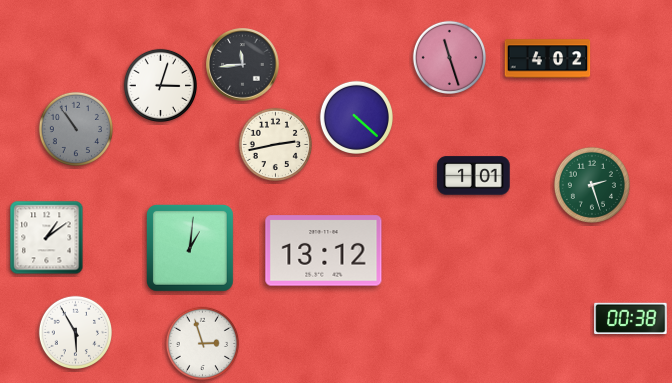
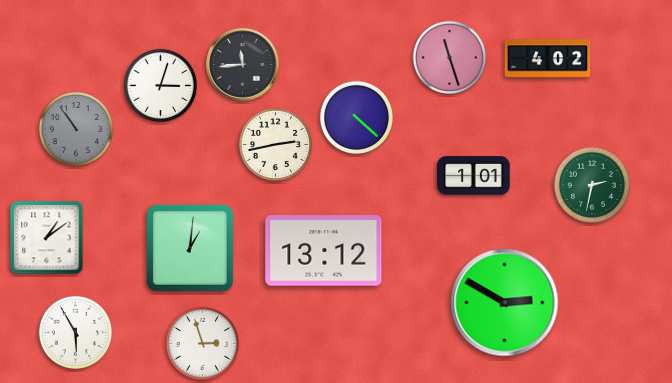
clock at (592, 185): 2:27 -> 2:32
clock at (505, 303): none -> 2:50
clock at (631, 319): 00:38 -> none
